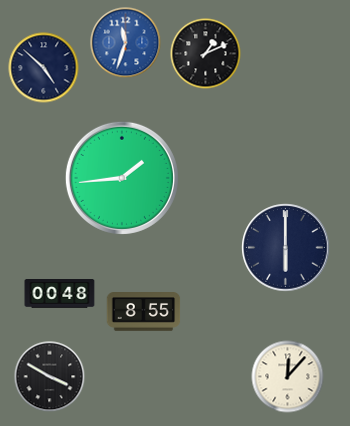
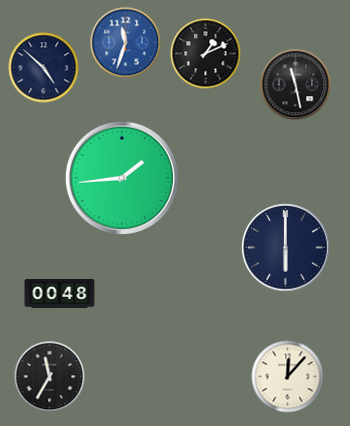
clock at (296, 85): none -> 11:28
clock at (144, 312): 8:55 -> none
clock at (50, 377): 3:50 -> 11:35
